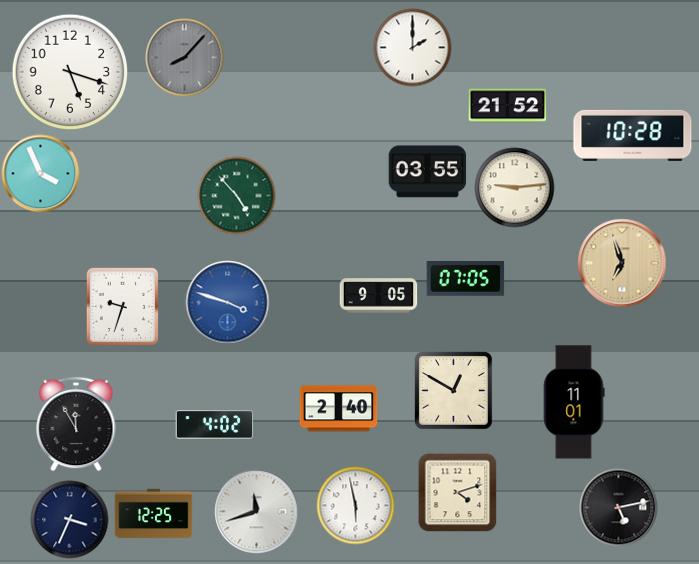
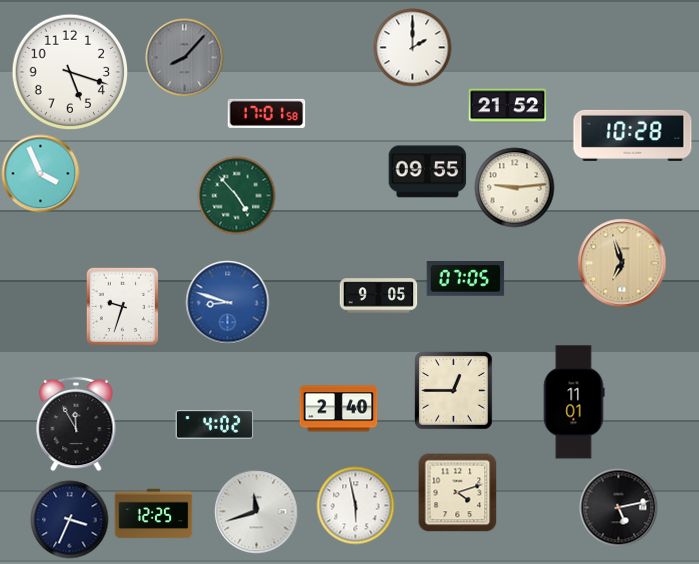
clock at (266, 113): none -> 17:01
clock at (427, 172): 03:55 -> 09:55
clock at (227, 302): 3:48 -> 8:48
clock at (453, 390): 12:50 -> 12:45
